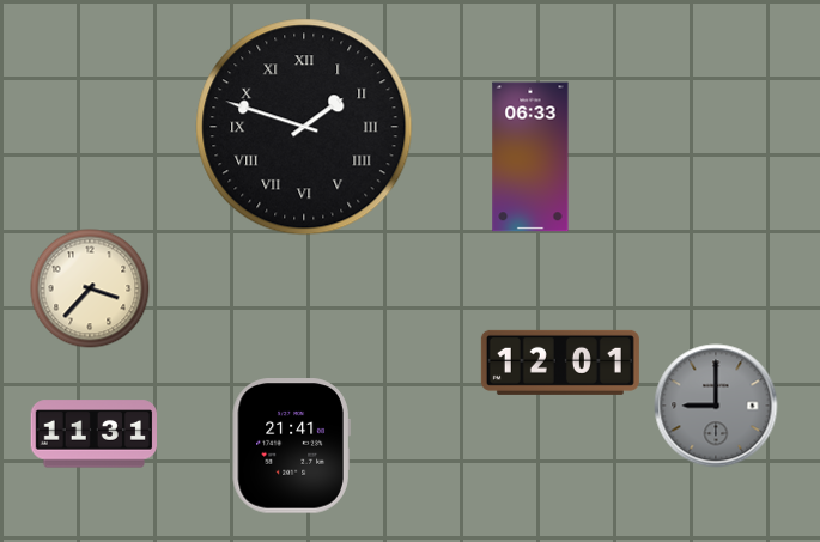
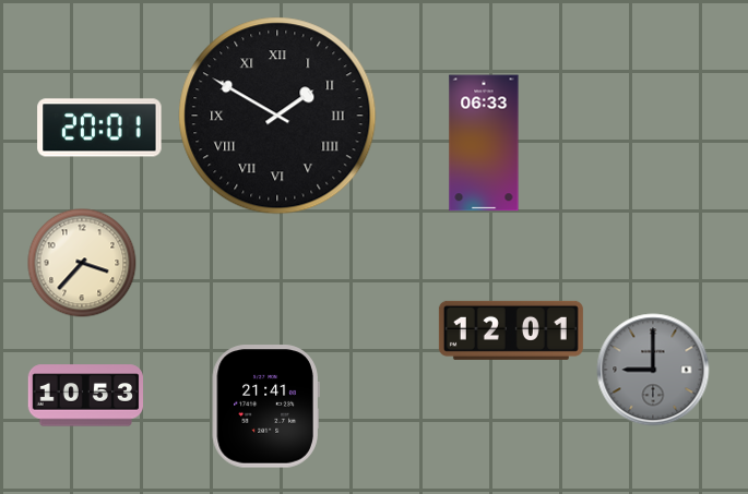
clock at (304, 127): 1:48 -> 1:50
clock at (99, 128): none -> 20:01
clock at (93, 434): 11:31 -> 10:53
